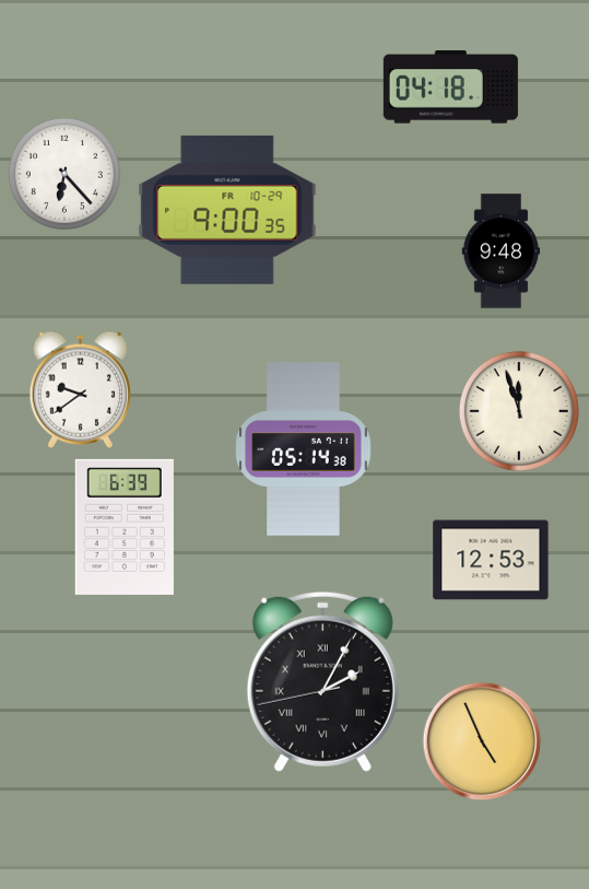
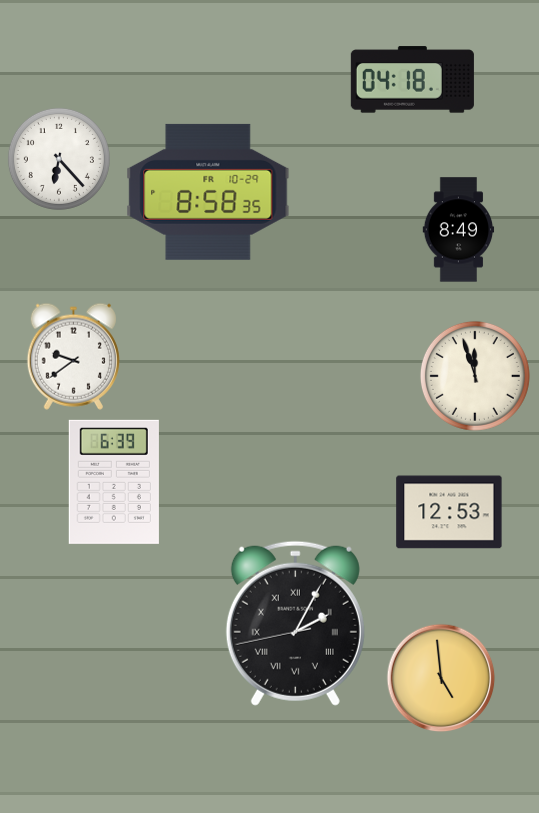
clock at (227, 210): 9:00 -> 8:58
clock at (502, 252): 9:48 -> 8:49
clock at (304, 449): 05:14 -> none
clock at (482, 741): 4:56 -> 4:59
